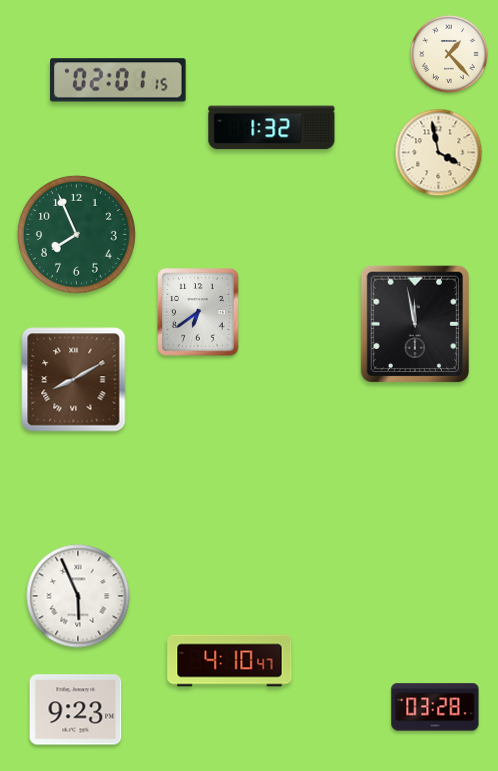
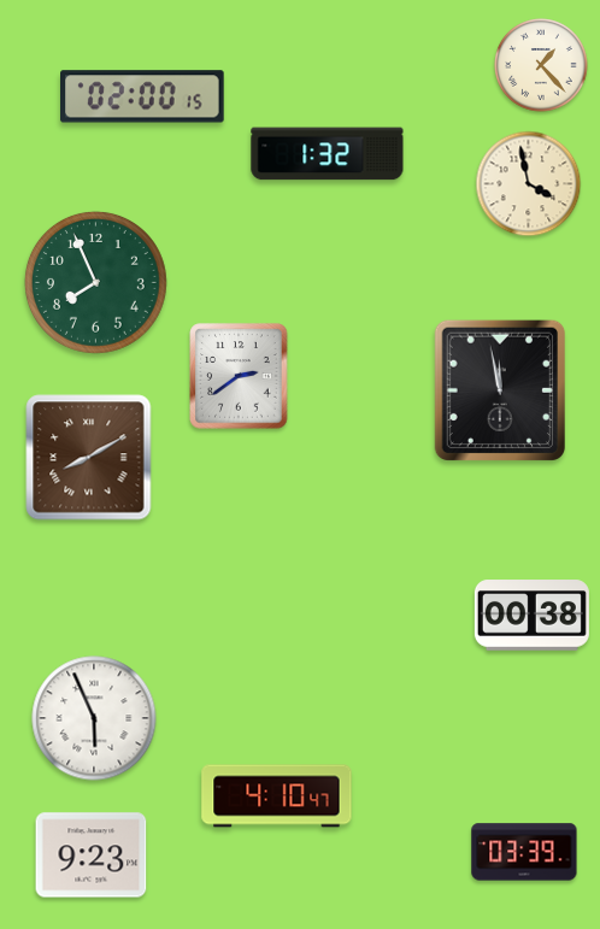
clock at (119, 80): 02:01 -> 02:00
clock at (76, 234) position: (76, 234) -> (95, 282)
clock at (198, 312): 6:39 -> 2:39
clock at (531, 616): none -> 00:38
clock at (435, 707): 03:28 -> 03:39
